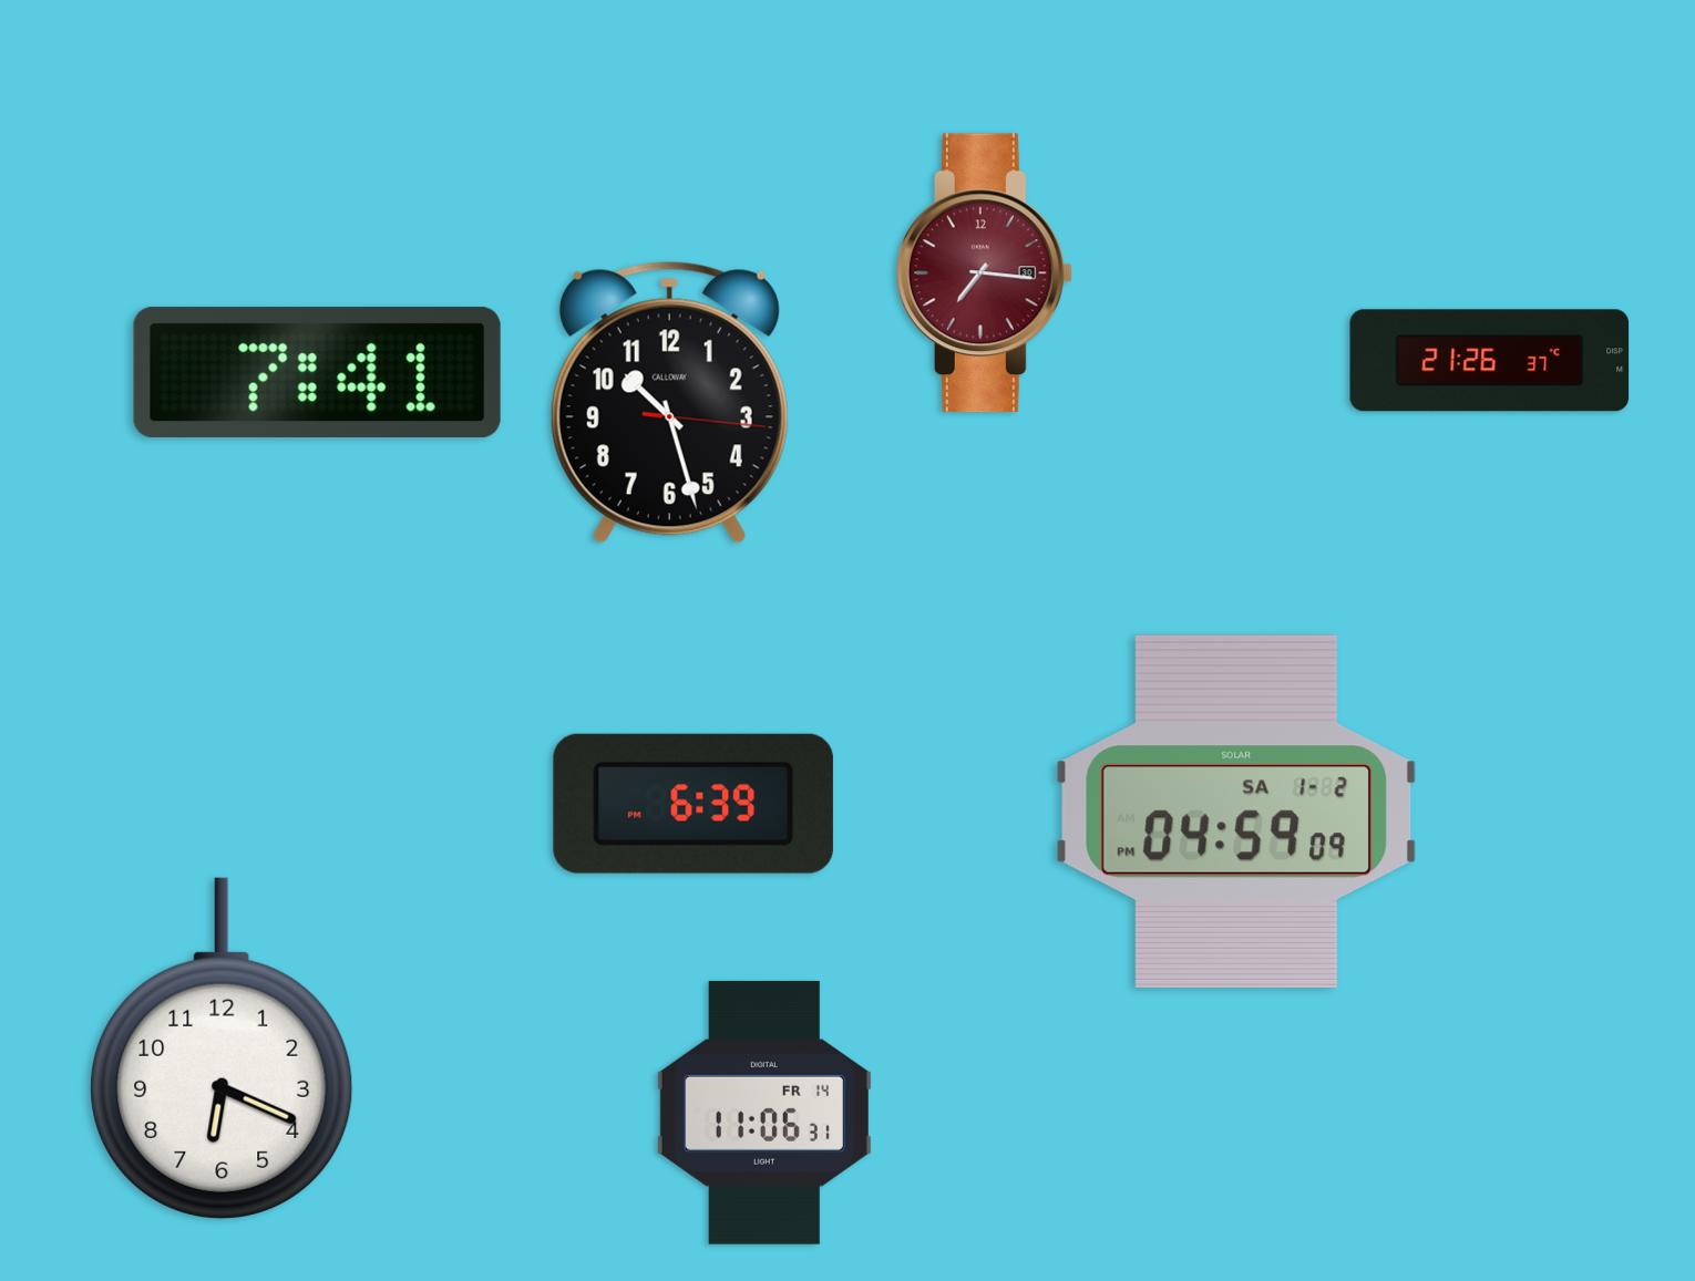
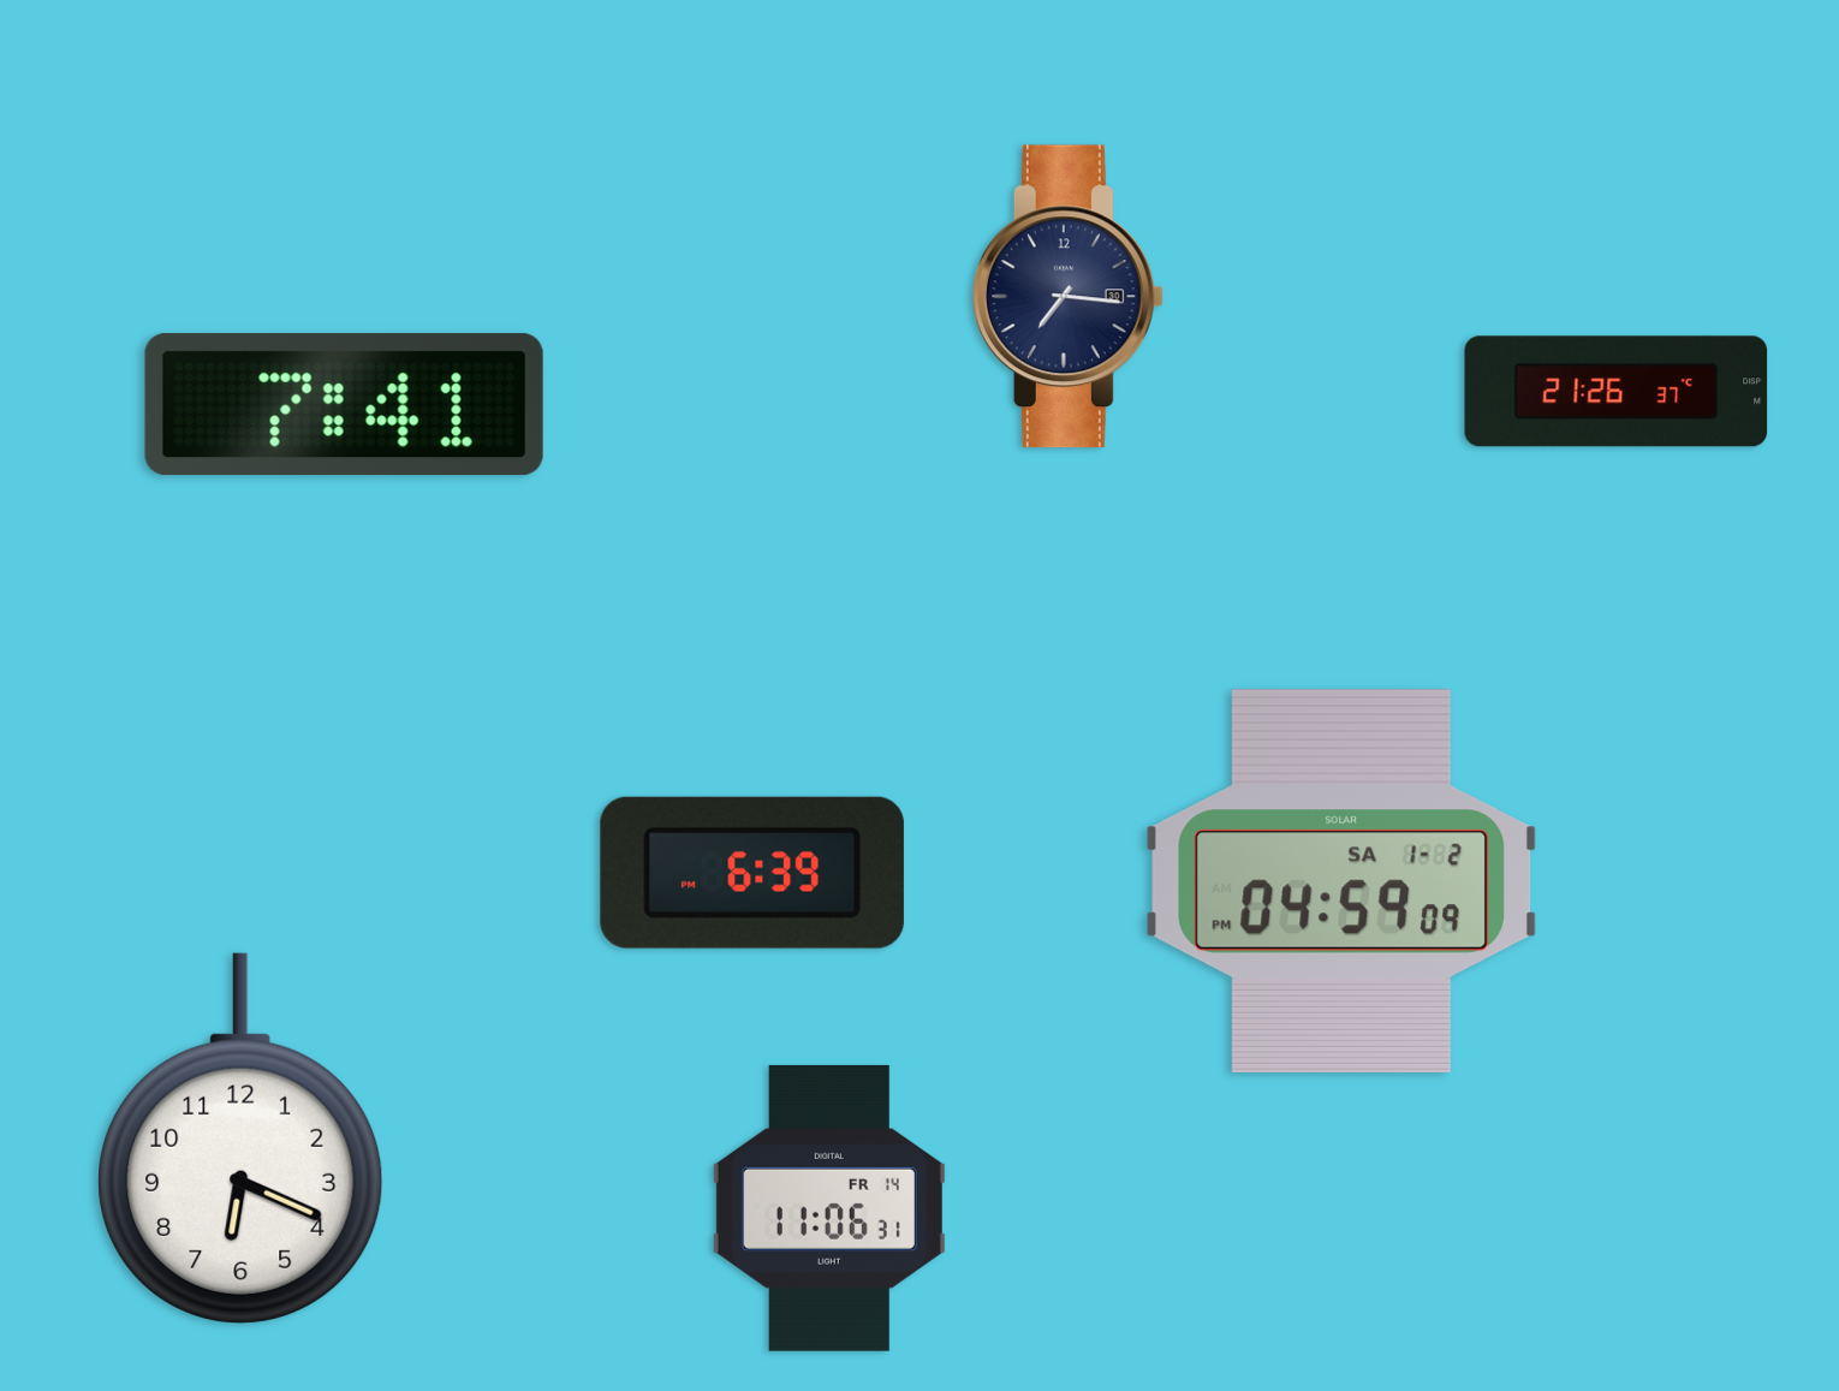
clock at (984, 273) dial: burgundy -> navy
clock at (669, 403): 10:27 -> none
